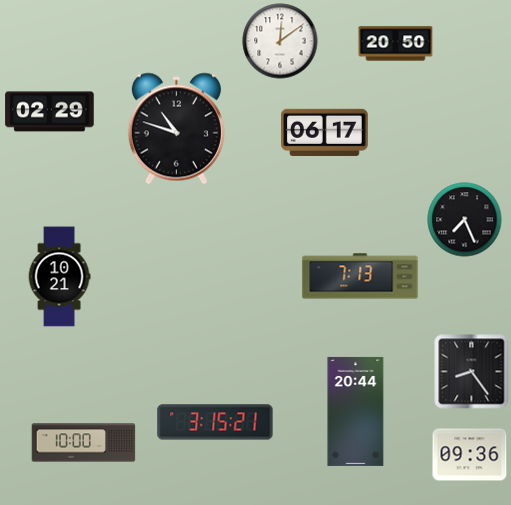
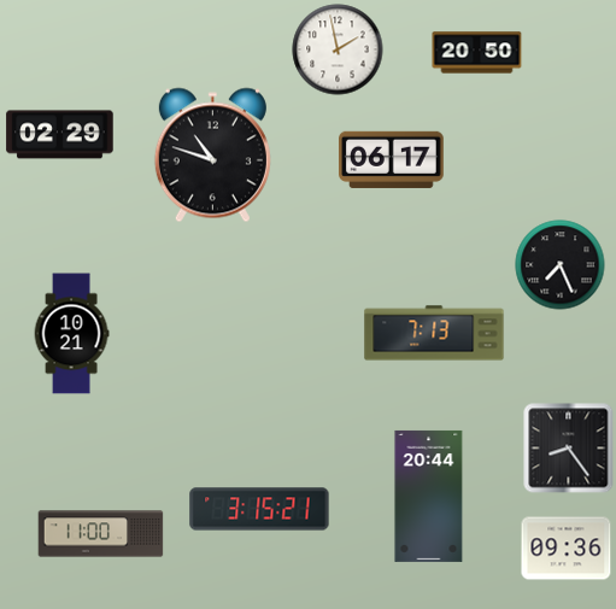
clock at (280, 41): 12:09 -> 1:58
clock at (84, 443): 10:00 -> 11:00
